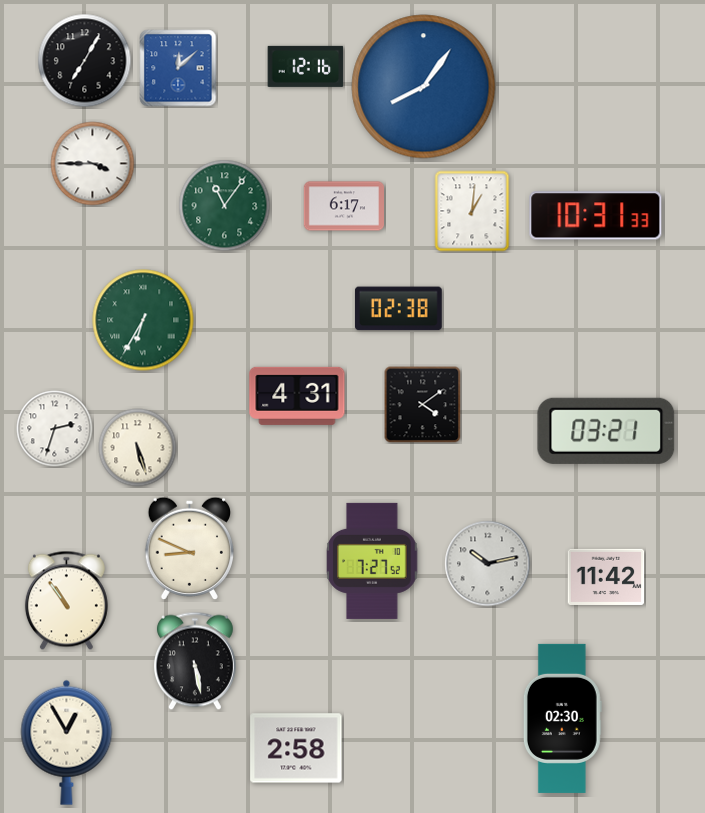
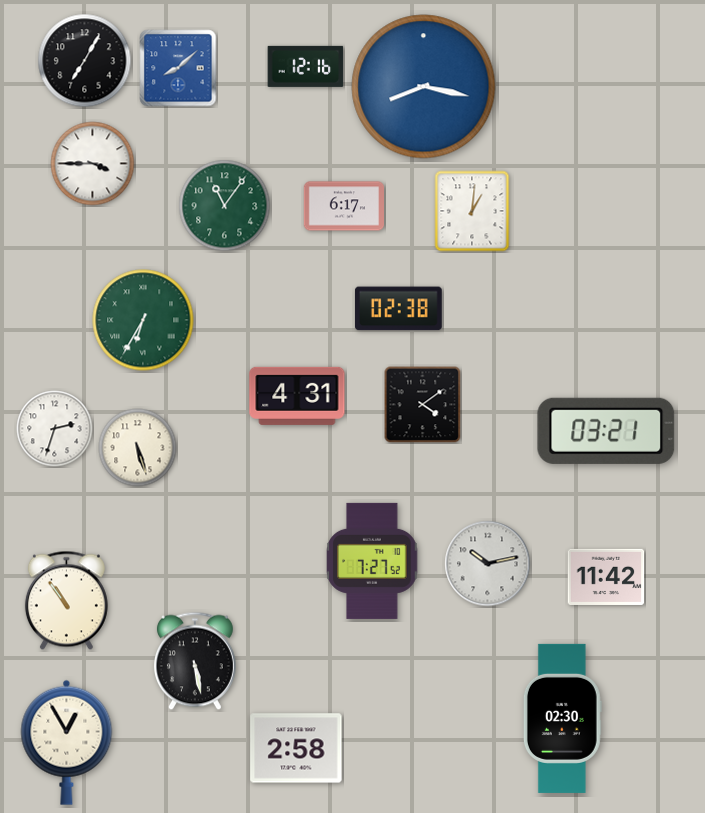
clock at (178, 68): 12:08 -> 8:08
clock at (424, 87): 8:06 -> 8:17
clock at (596, 216): 10:31 -> none
clock at (189, 548): 8:49 -> none
